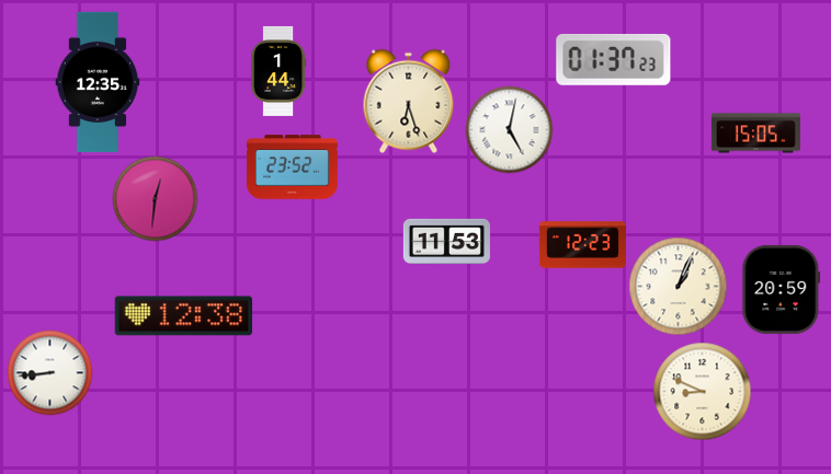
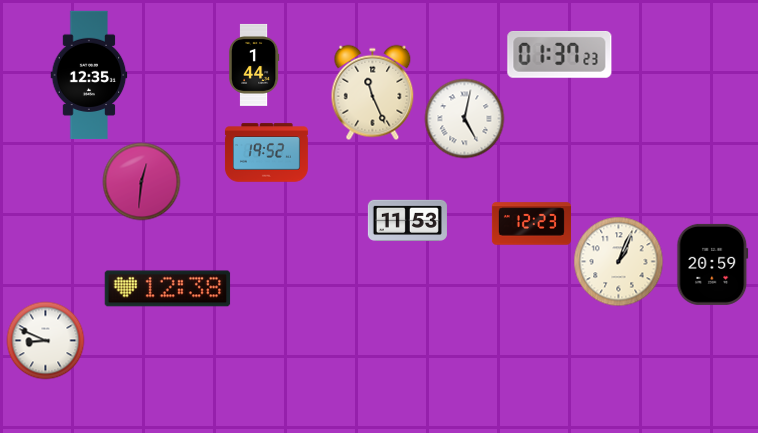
clock at (409, 101): 6:27 -> 11:26
clock at (755, 134): 15:05 -> none
clock at (292, 167): 23:52 -> 19:52
clock at (49, 372): 8:44 -> 8:49
clock at (702, 391): 8:49 -> none
